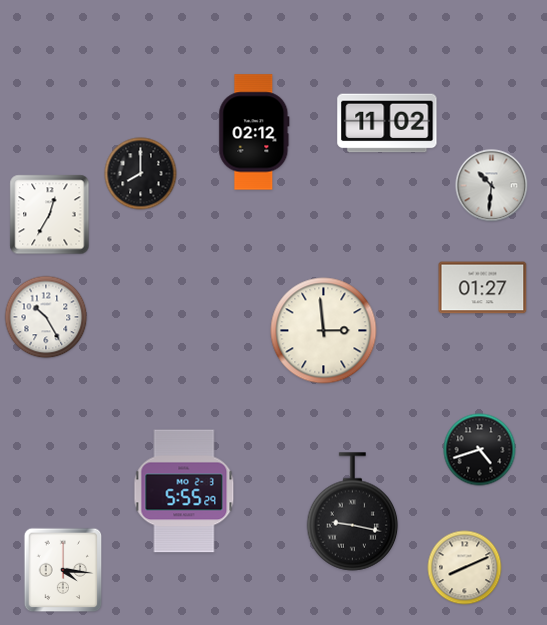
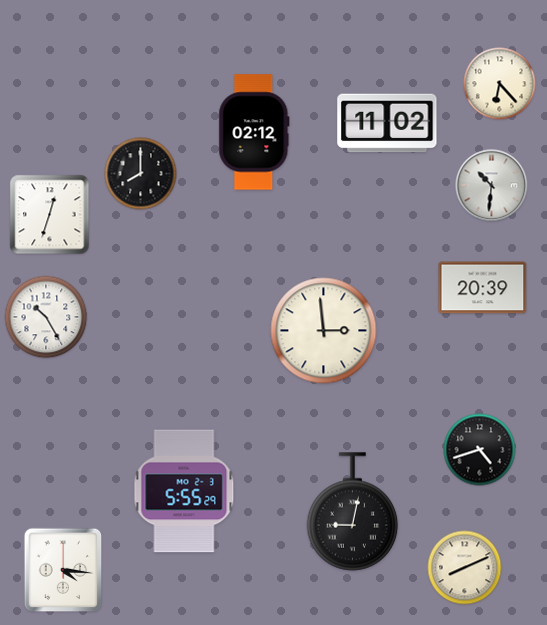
clock at (500, 84): none -> 6:23
clock at (50, 215): 12:35 -> 12:33
clock at (483, 288): 01:27 -> 20:39
clock at (353, 512): 9:17 -> 9:02
